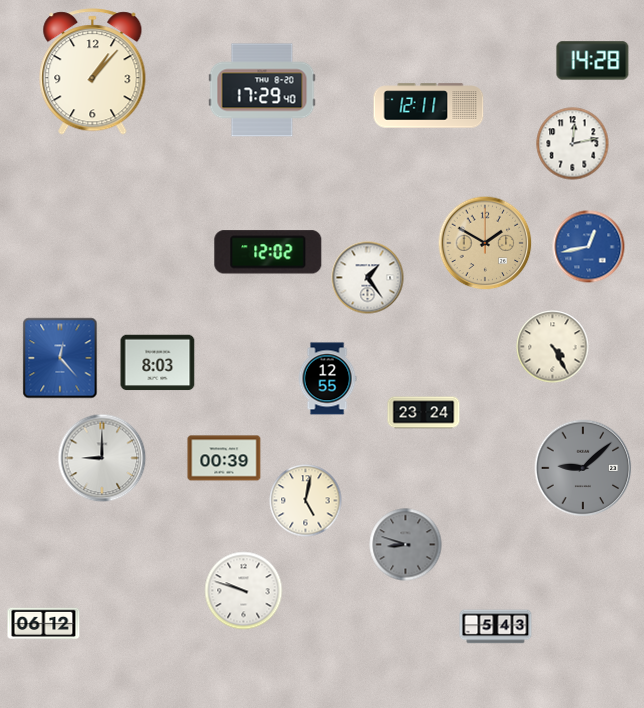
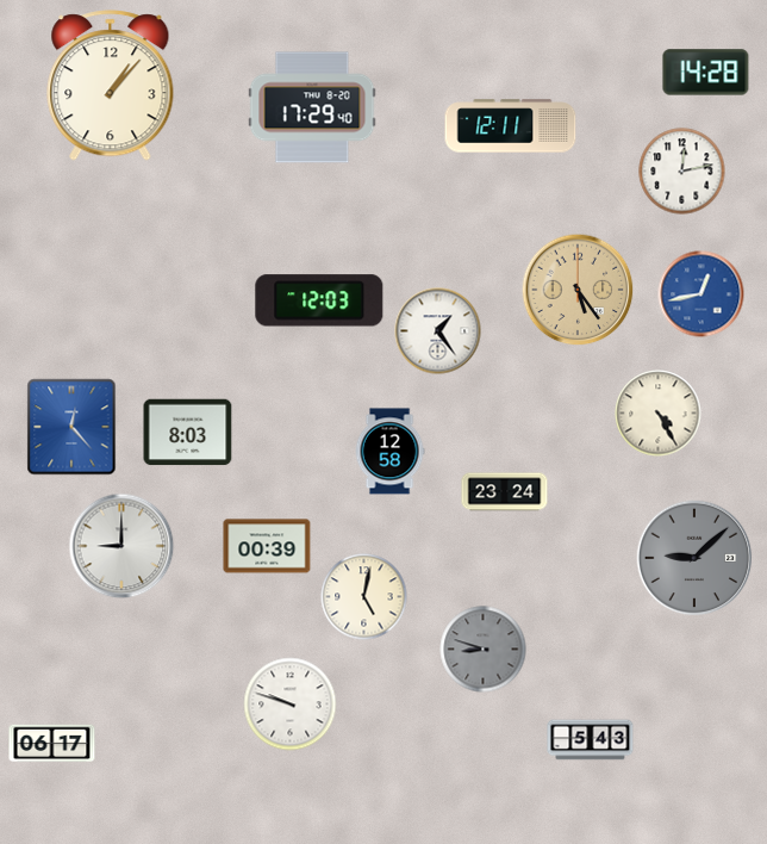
clock at (485, 243): 1:50 -> 5:24
clock at (268, 252): 12:02 -> 12:03
clock at (327, 379): 12:55 -> 12:58
clock at (44, 624): 06:12 -> 06:17
clock at (496, 627) position: (496, 627) -> (591, 740)
